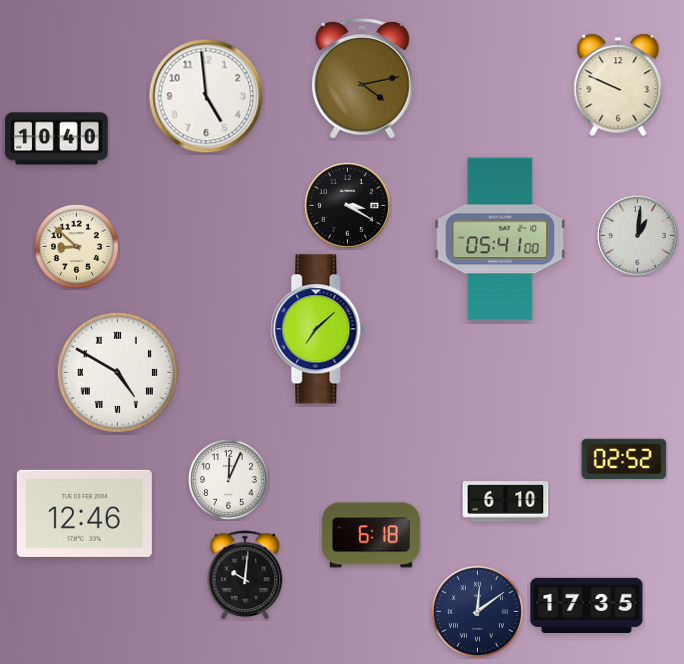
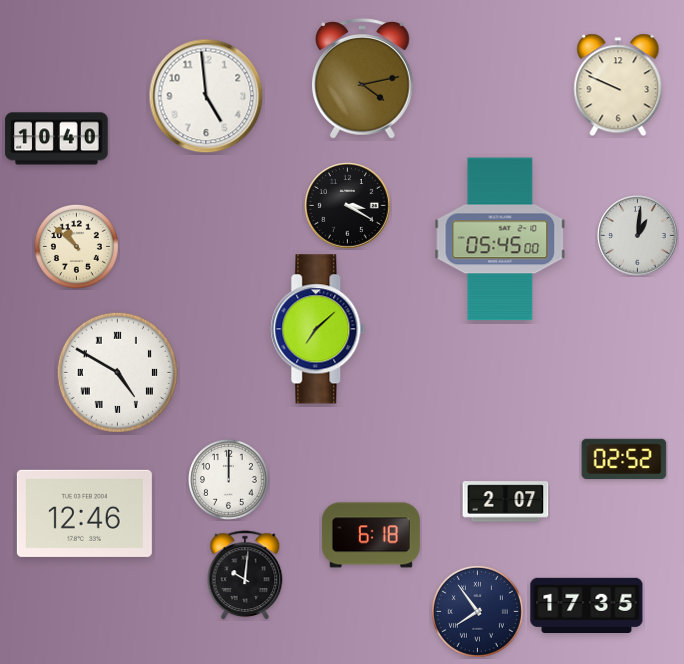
clock at (500, 239): 05:41 -> 05:45
clock at (77, 247): 8:52 -> 10:52
clock at (229, 480): 12:04 -> 12:00
clock at (506, 502): 6:10 -> 2:07
clock at (477, 611): 12:09 -> 7:54
